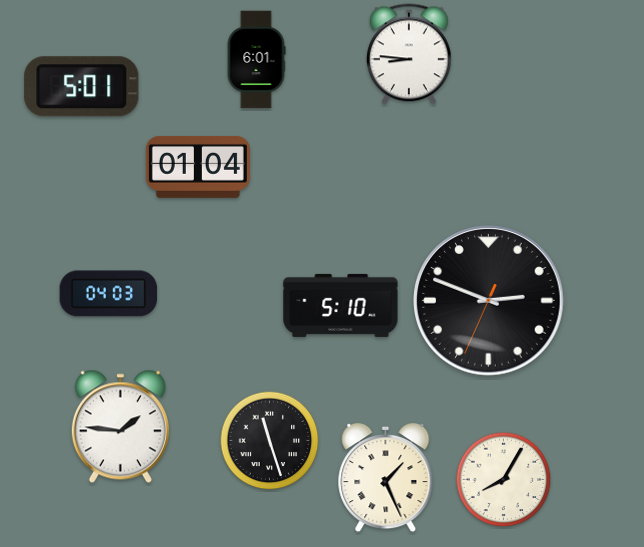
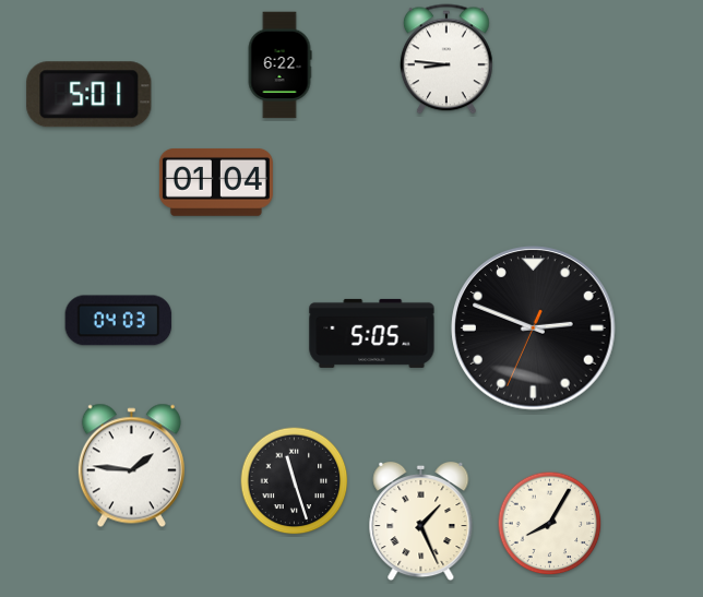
clock at (256, 60): 6:01 -> 6:22
clock at (341, 305): 5:10 -> 5:05
